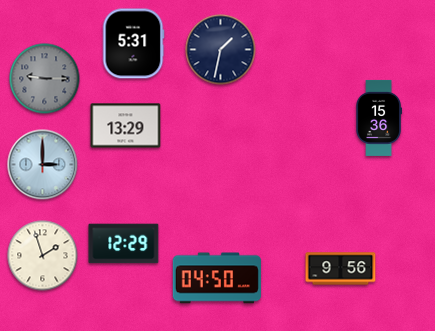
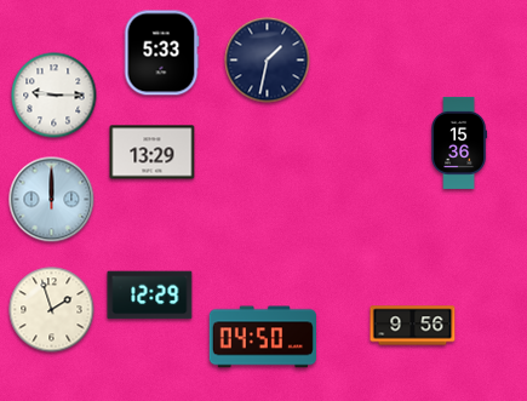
clock at (133, 44): 5:31 -> 5:33
clock at (45, 79) dial: grey -> white
clock at (43, 165): 3:00 -> 12:00
